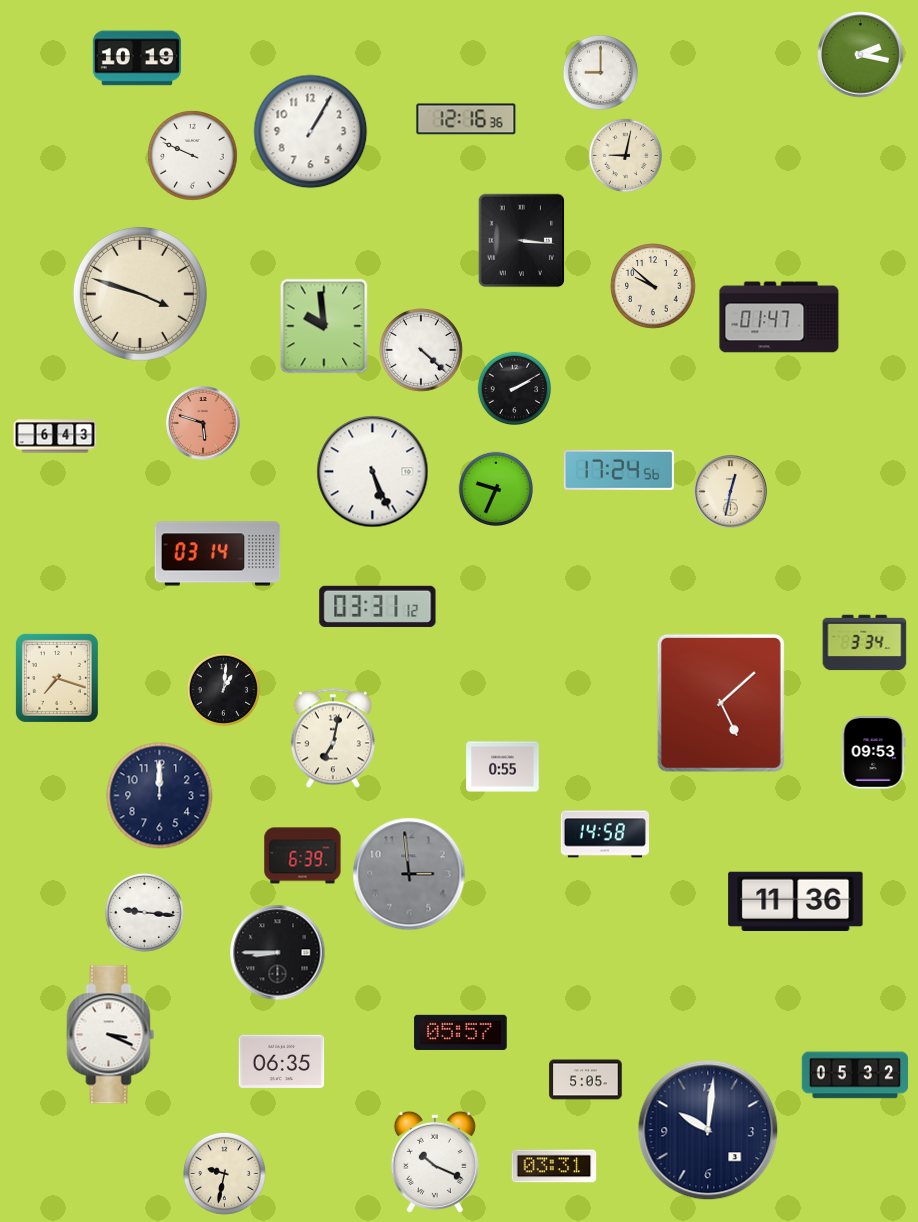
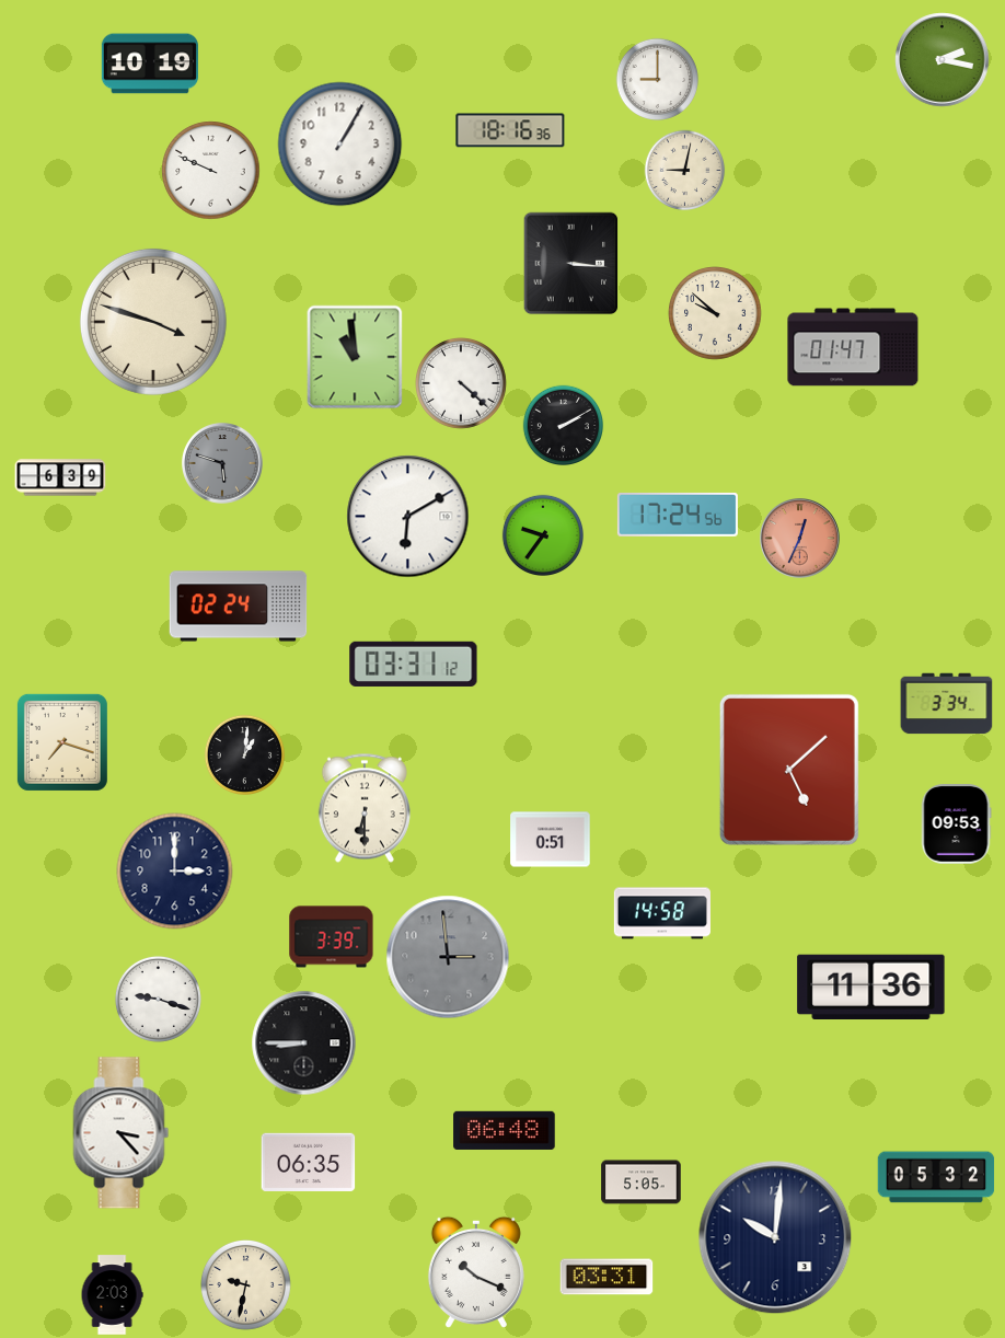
clock at (466, 119): 12:16 -> 18:16
clock at (324, 326): 9:59 -> 10:59
clock at (204, 424) dial: salmon -> grey
clock at (55, 436): 6:43 -> 6:39
clock at (373, 472): 5:26 -> 6:10
clock at (495, 488): 9:34 -> 9:36
clock at (731, 492): 12:32 -> 12:34
clock at (731, 492) dial: cream -> salmon
clock at (218, 554): 03:14 -> 02:24
clock at (333, 738): 7:02 -> 6:30
clock at (503, 767): 0:55 -> 0:51
clock at (160, 796): 12:00 -> 3:00
clock at (303, 856): 6:39 -> 3:39
clock at (144, 912): 9:16 -> 9:18
clock at (461, 1032): 05:57 -> 06:48
clock at (111, 1035): 3:19 -> 3:23
clock at (112, 1295): none -> 2:03
